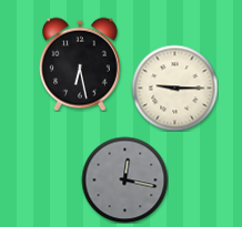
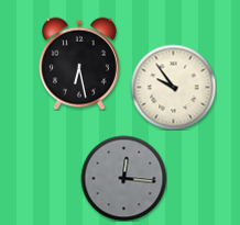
clock at (174, 87): 9:15 -> 9:54
clock at (124, 179): 12:17 -> 12:16
